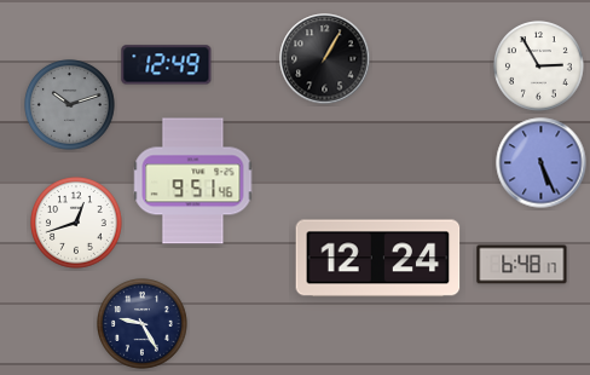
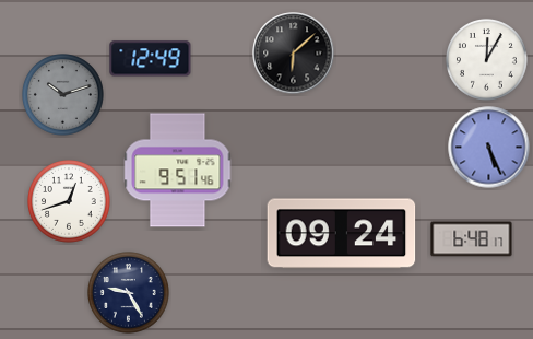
clock at (325, 59): 1:05 -> 6:08
clock at (539, 67): 2:55 -> 12:05
clock at (193, 181) position: (193, 181) -> (178, 171)
clock at (378, 259): 12:24 -> 09:24
